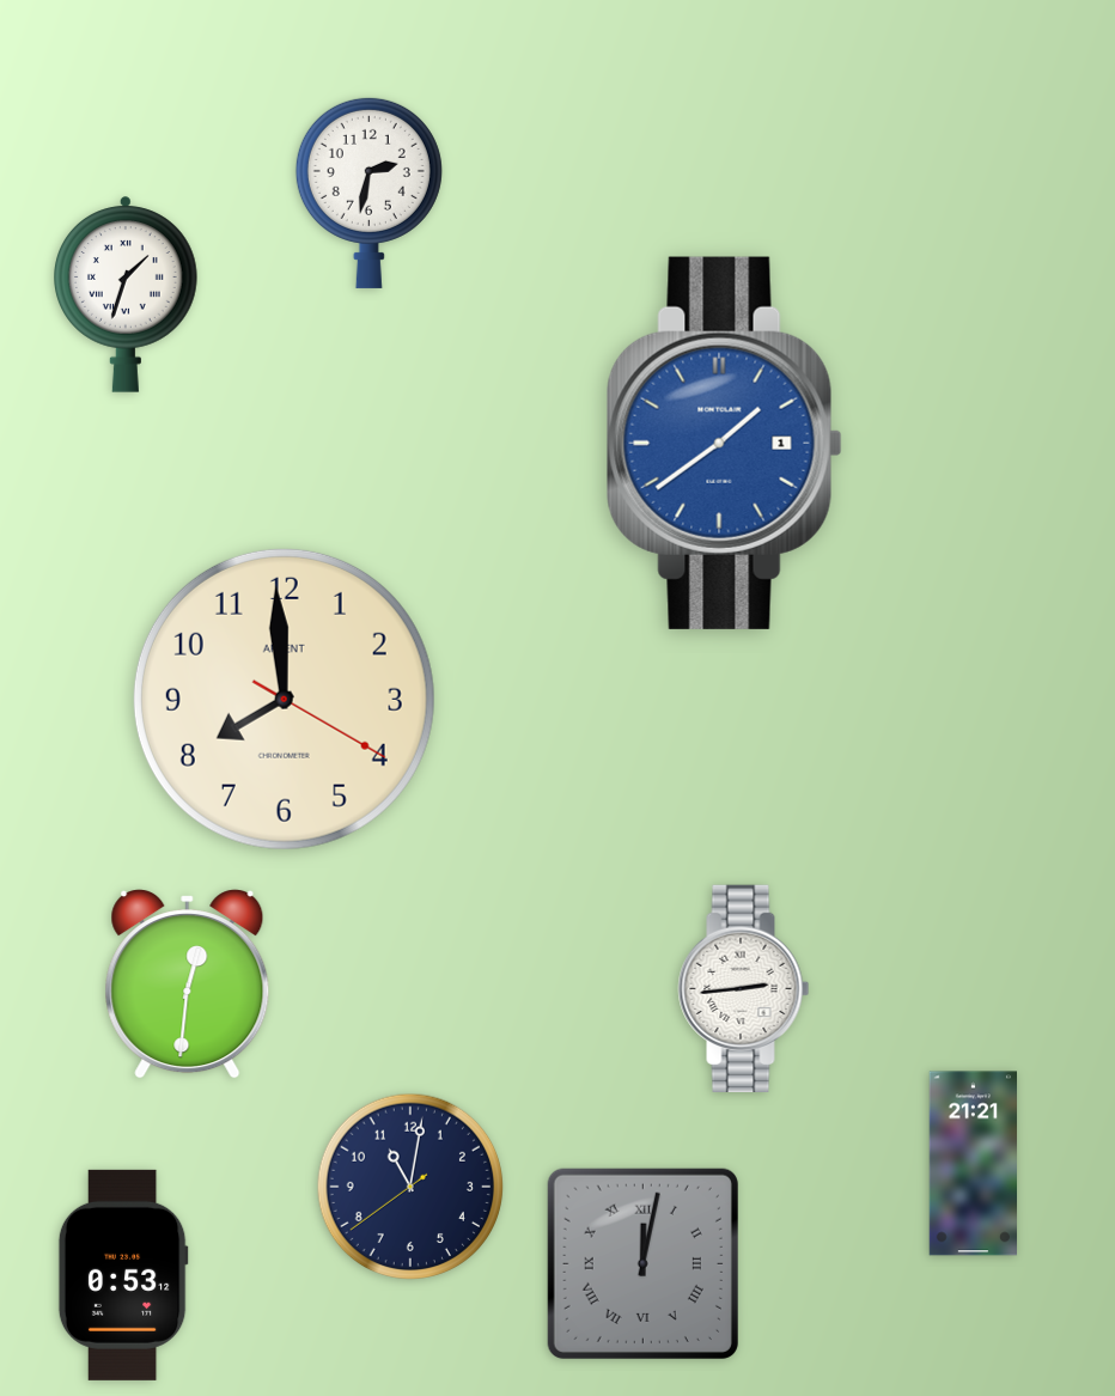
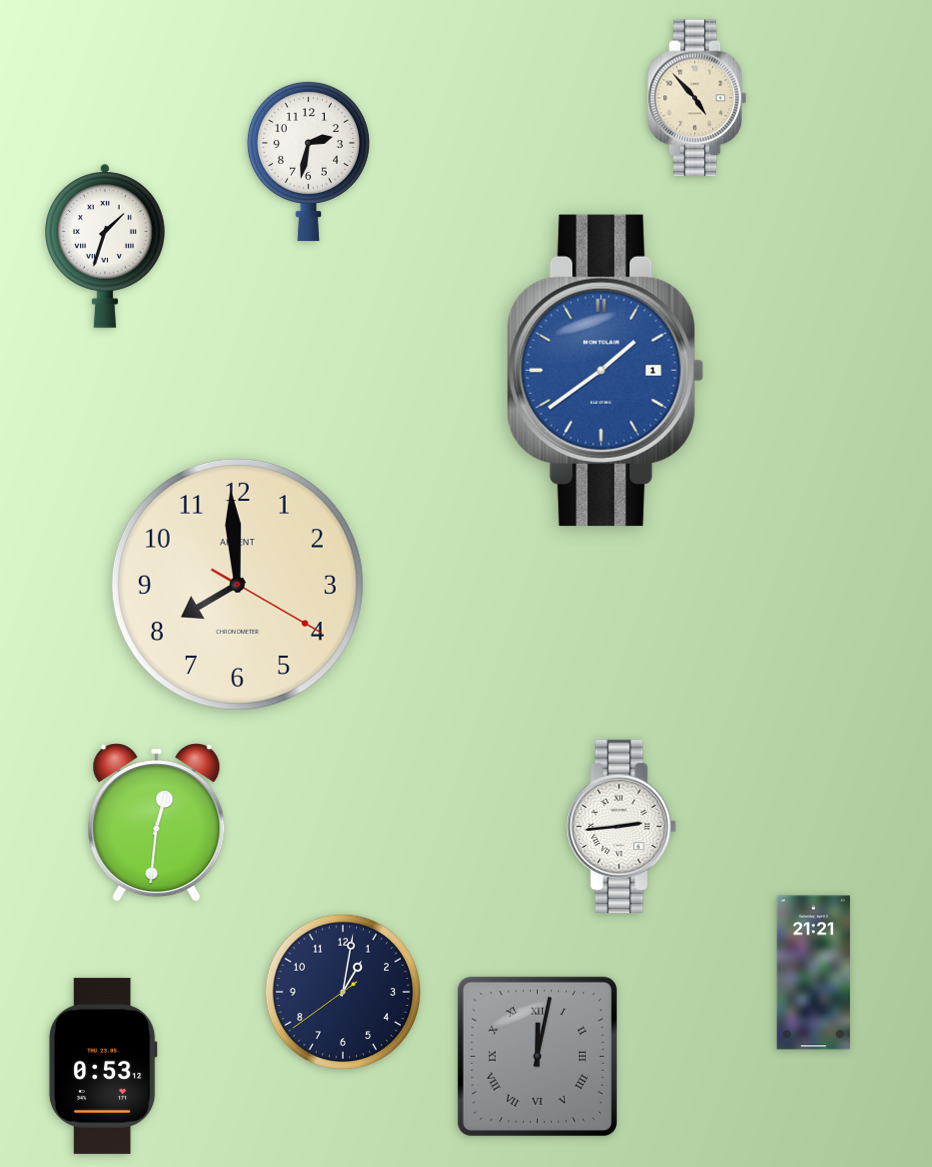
clock at (698, 98): none -> 4:53
clock at (410, 1187): 11:01 -> 1:01
